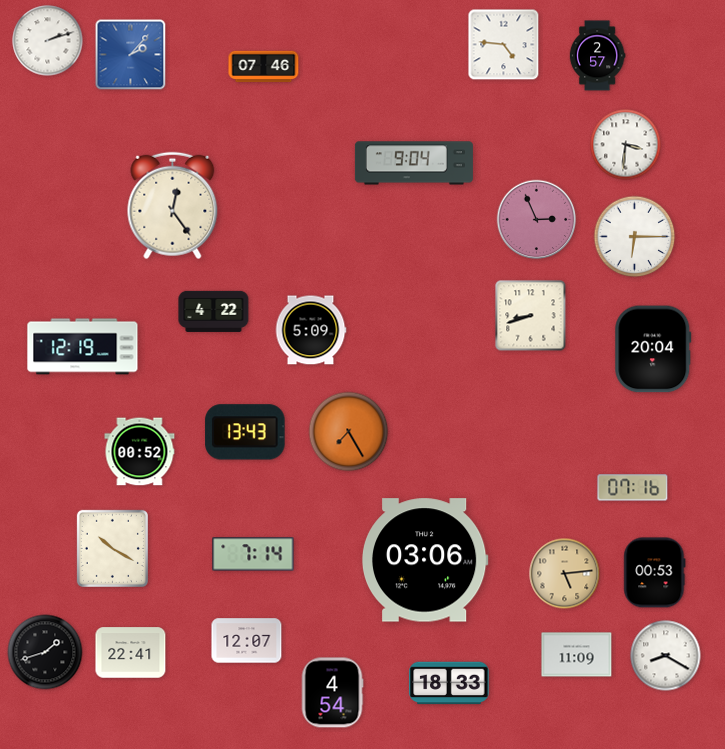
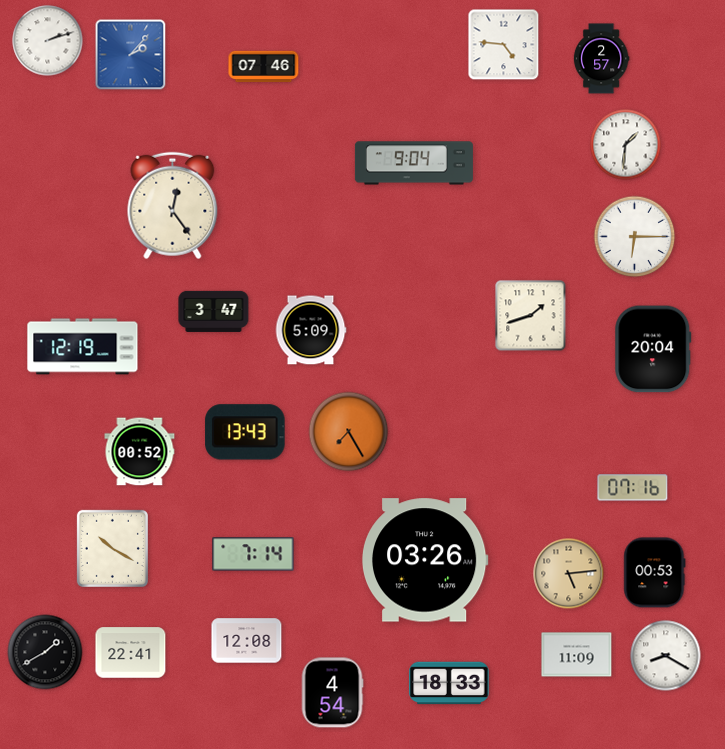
clock at (597, 56) position: (597, 56) -> (601, 59)
clock at (626, 145): 3:31 -> 1:31
clock at (537, 220): 2:56 -> none
clock at (214, 311): 4:22 -> 3:47
clock at (531, 316): 8:42 -> 1:42
clock at (425, 560): 03:06 -> 03:26
clock at (565, 574) position: (565, 574) -> (569, 574)
clock at (247, 641): 12:07 -> 12:08
clock at (45, 652): 1:42 -> 1:40
